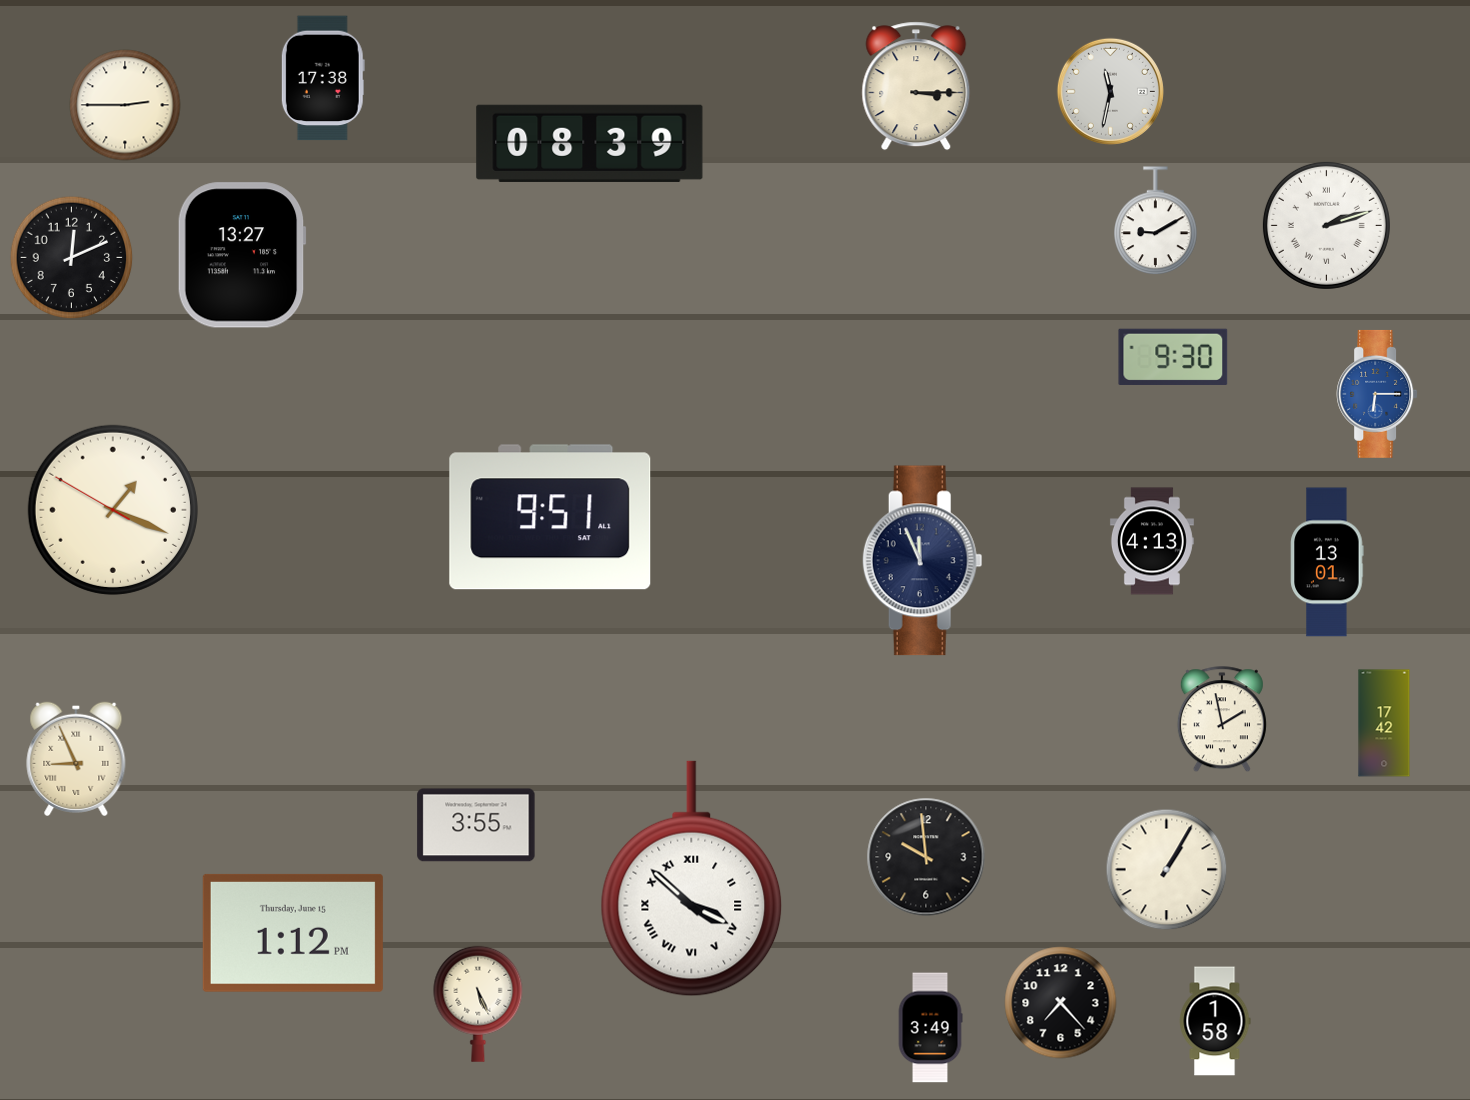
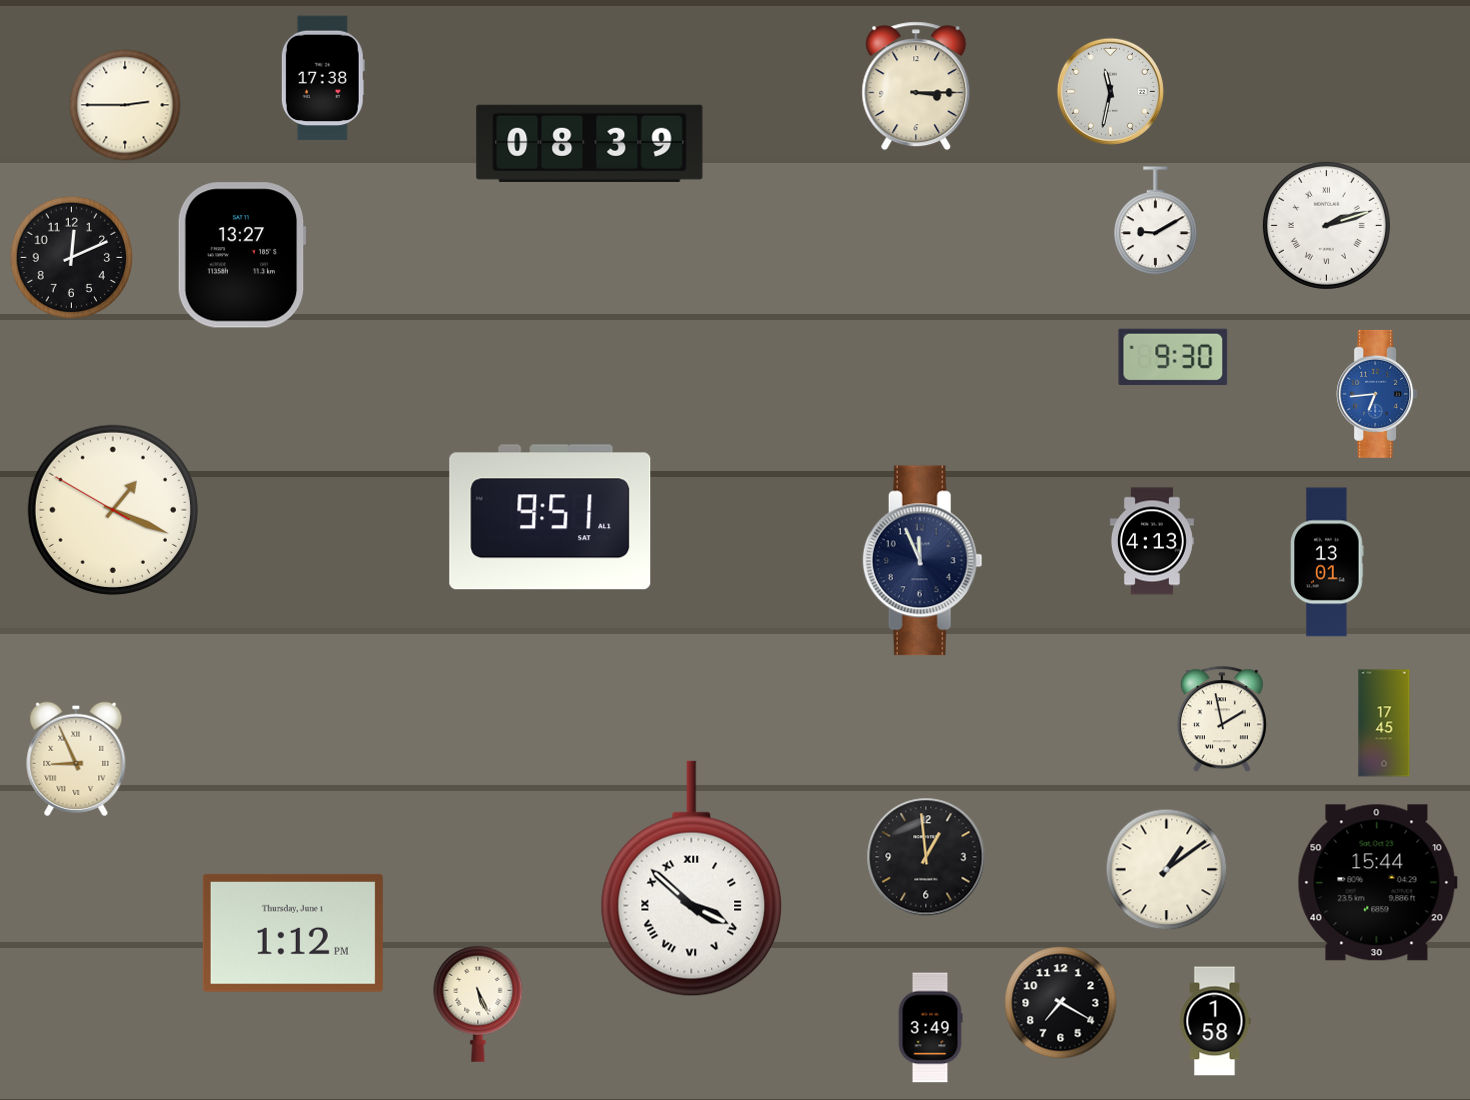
clock at (1377, 394): 6:15 -> 6:44
clock at (1384, 723): 17:42 -> 17:45
clock at (476, 825): 3:55 -> none
clock at (926, 857): 9:59 -> 12:59
clock at (1167, 870): 1:05 -> 1:09
clock at (1377, 883): none -> 15:44
clock at (293, 933) date: Thursday, June 15 -> Thursday, June 1
clock at (1061, 1003): 7:23 -> 7:20
